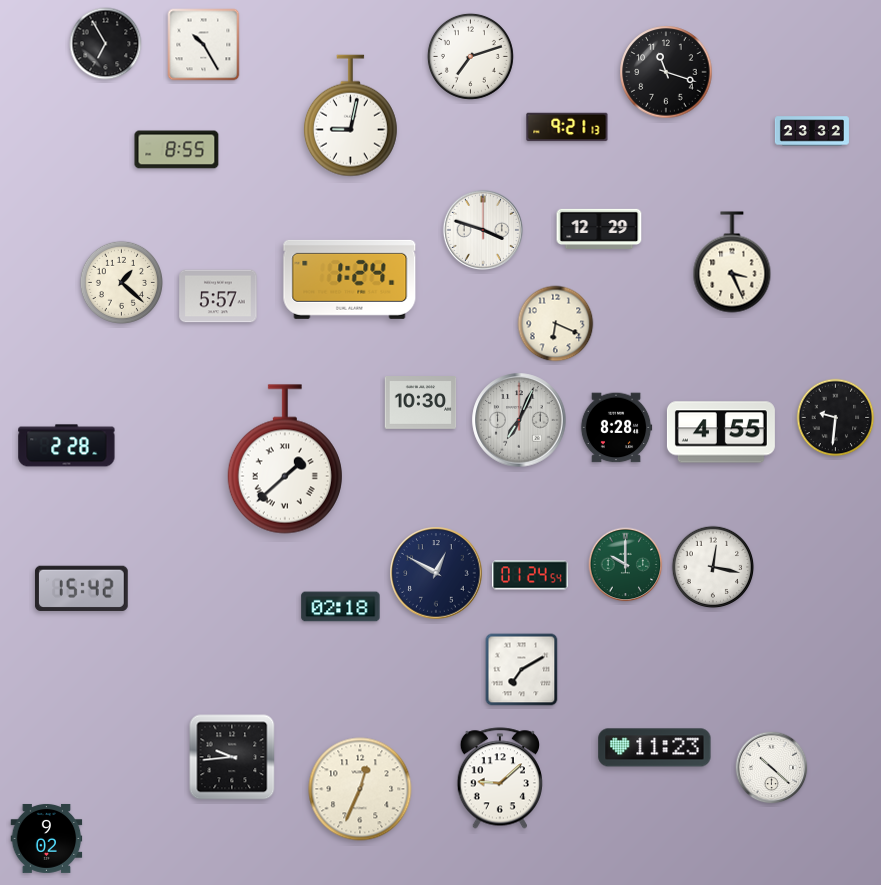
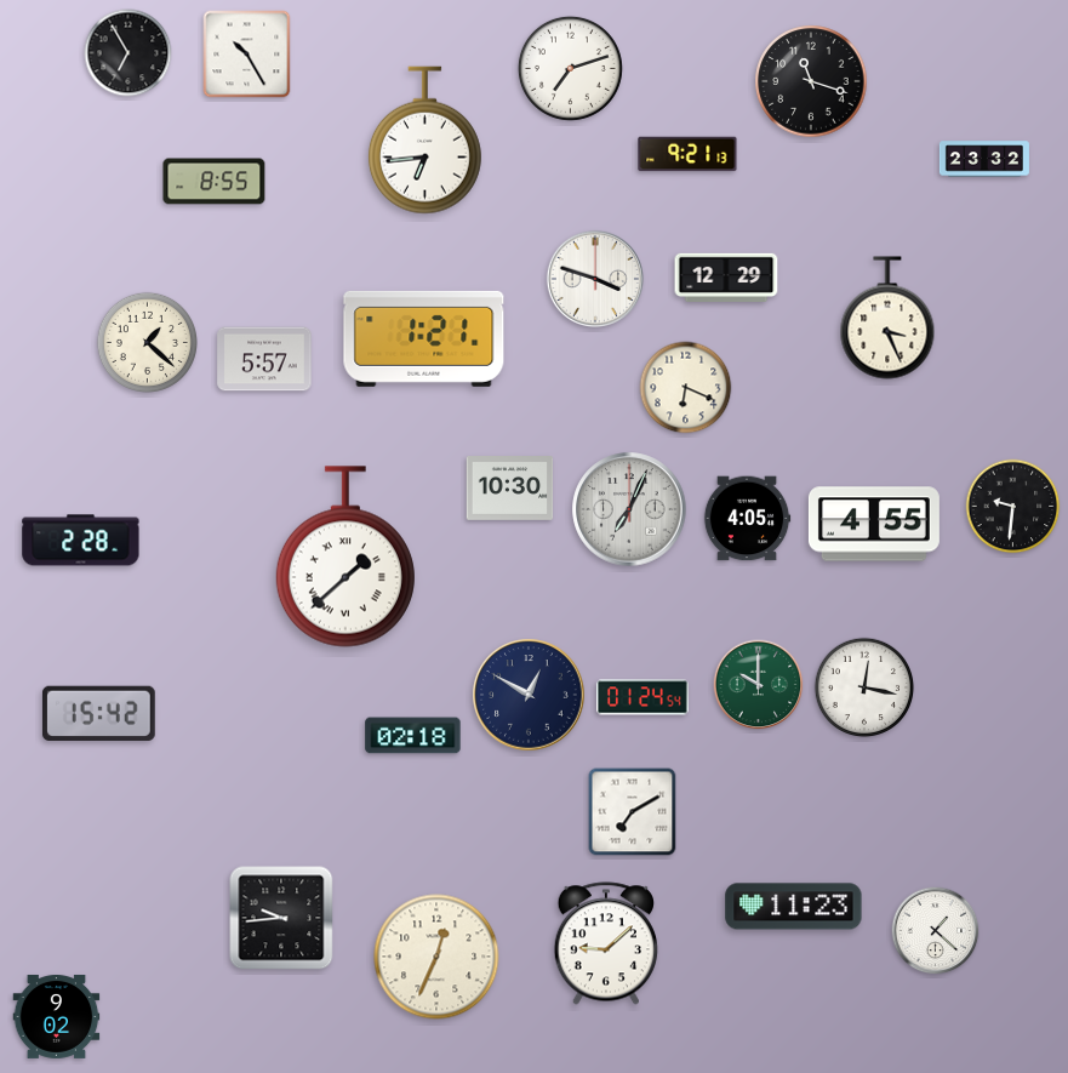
clock at (666, 72) position: (666, 72) -> (811, 81)
clock at (350, 116): 9:02 -> 6:44
clock at (483, 230) position: (483, 230) -> (595, 279)
clock at (350, 279): 1:24 -> 1:21
clock at (556, 324) position: (556, 324) -> (686, 388)
clock at (616, 428): 8:28 -> 4:05
clock at (772, 768): 10:22 -> 1:22
